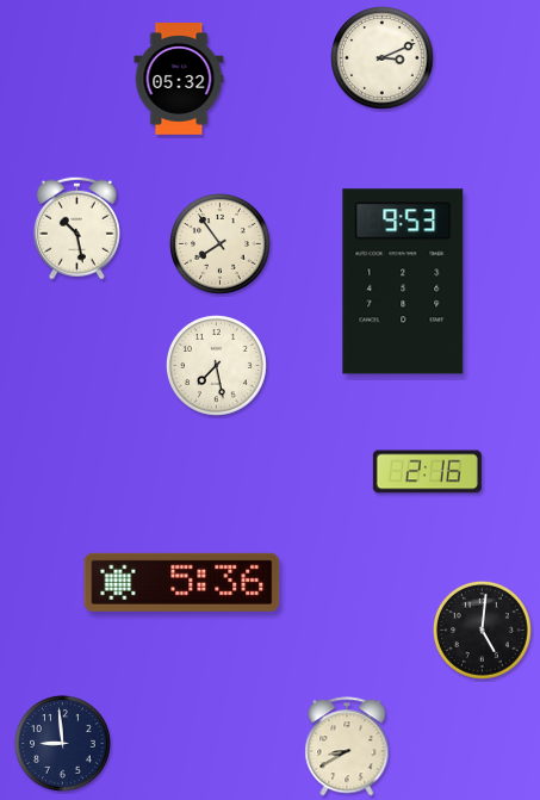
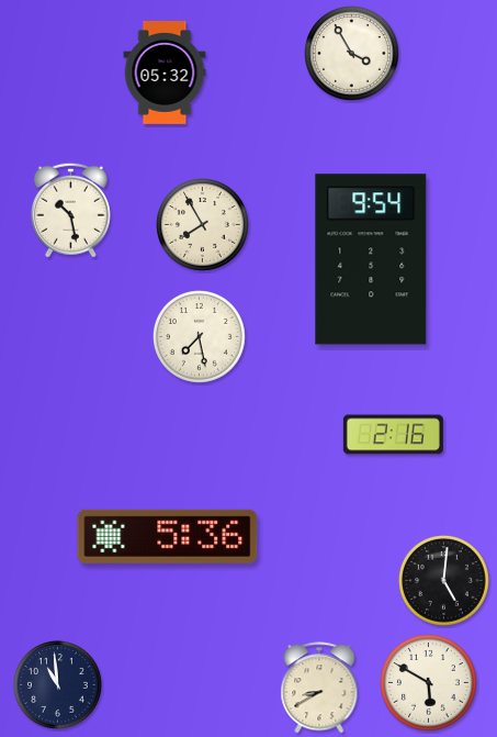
clock at (383, 58): 3:11 -> 3:55
clock at (221, 244): 7:54 -> 7:55
clock at (403, 281): 9:53 -> 9:54
clock at (429, 683): none -> 5:50
clock at (62, 743): 8:59 -> 10:59
